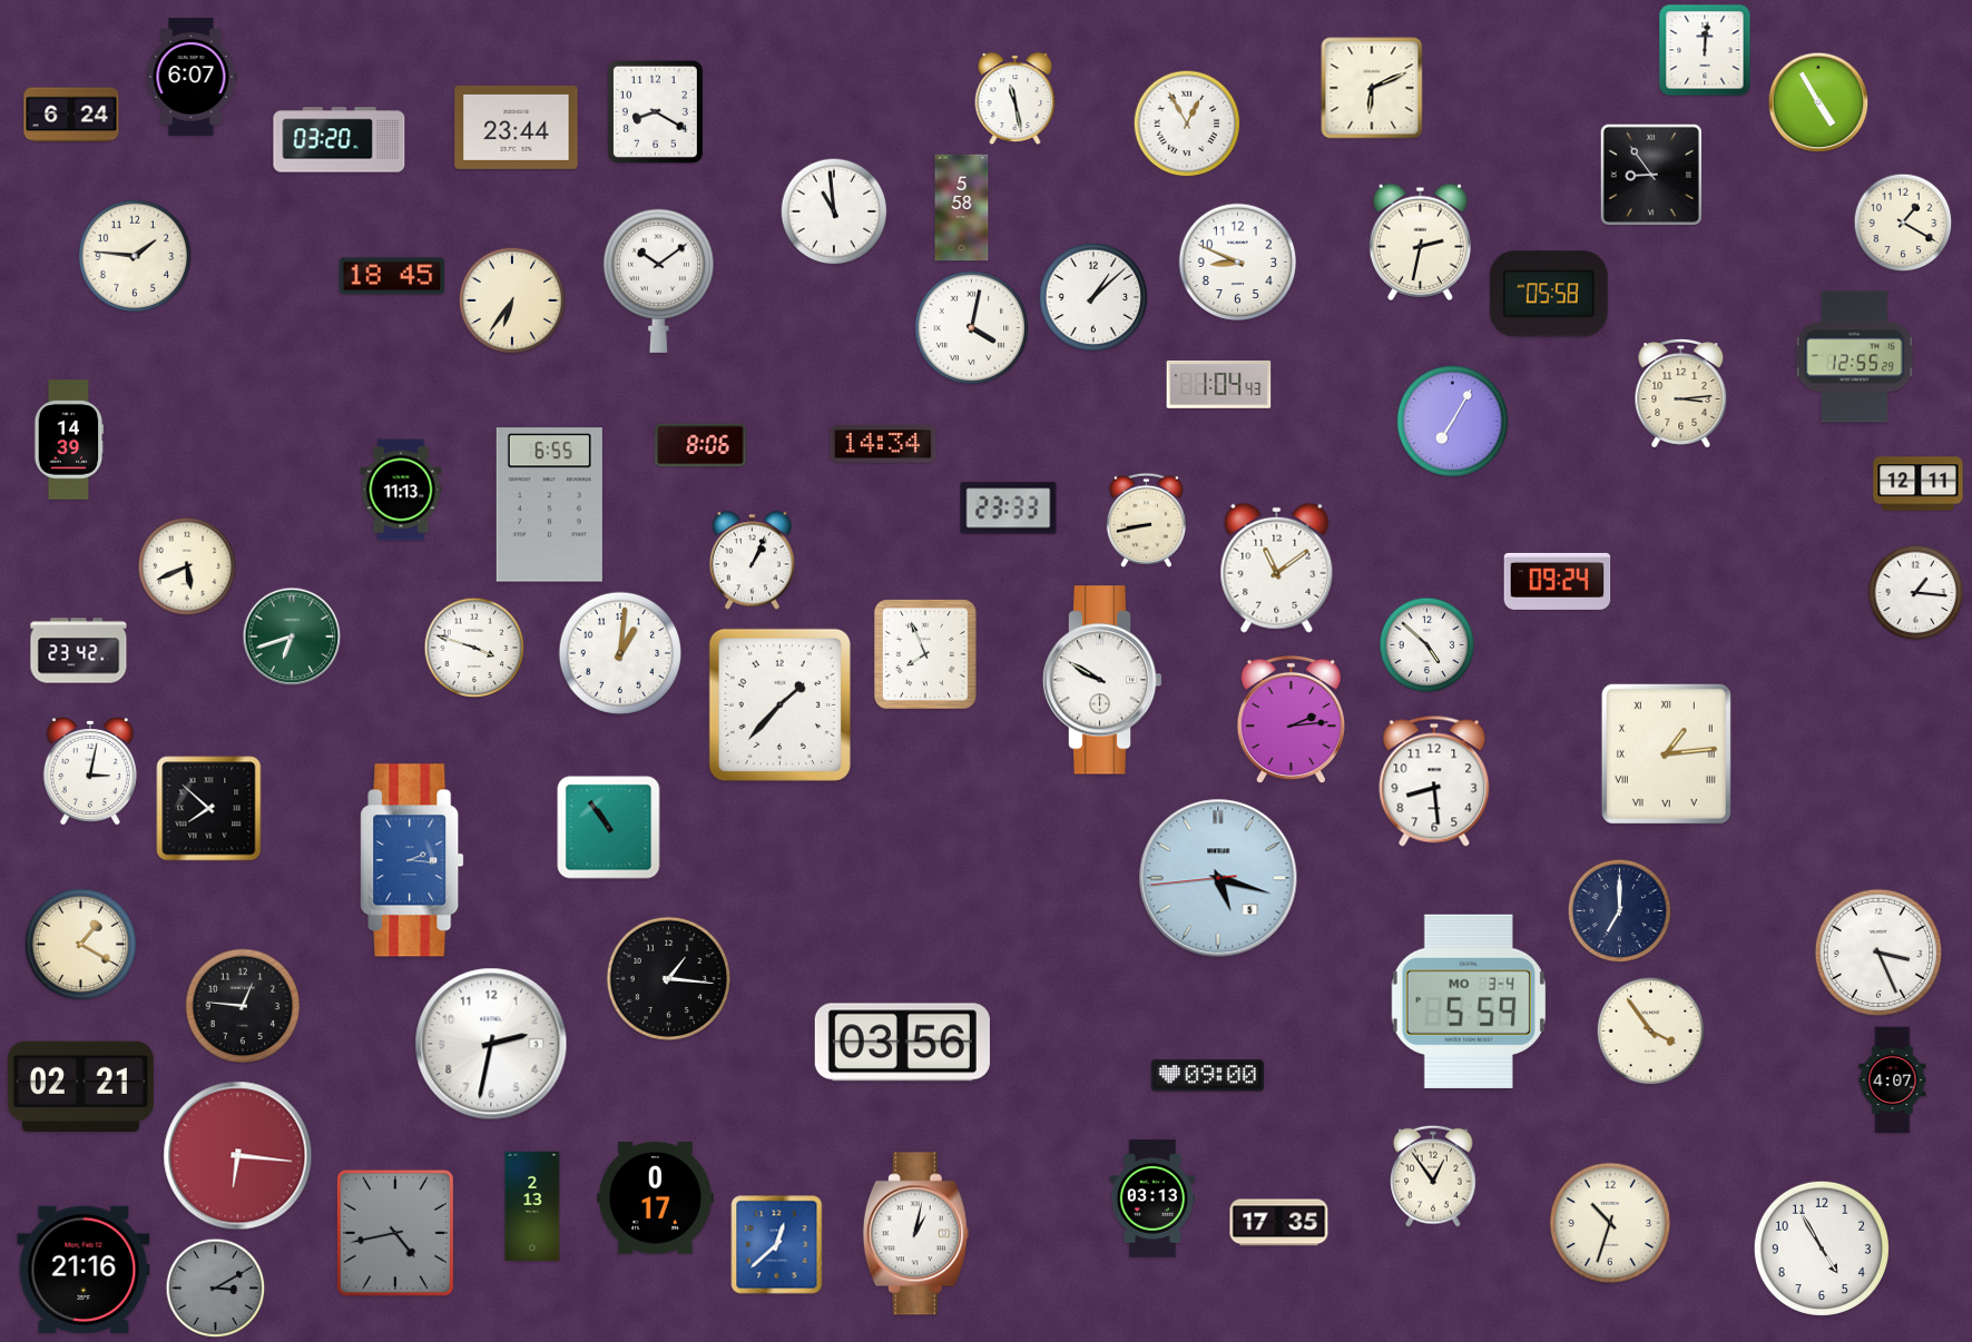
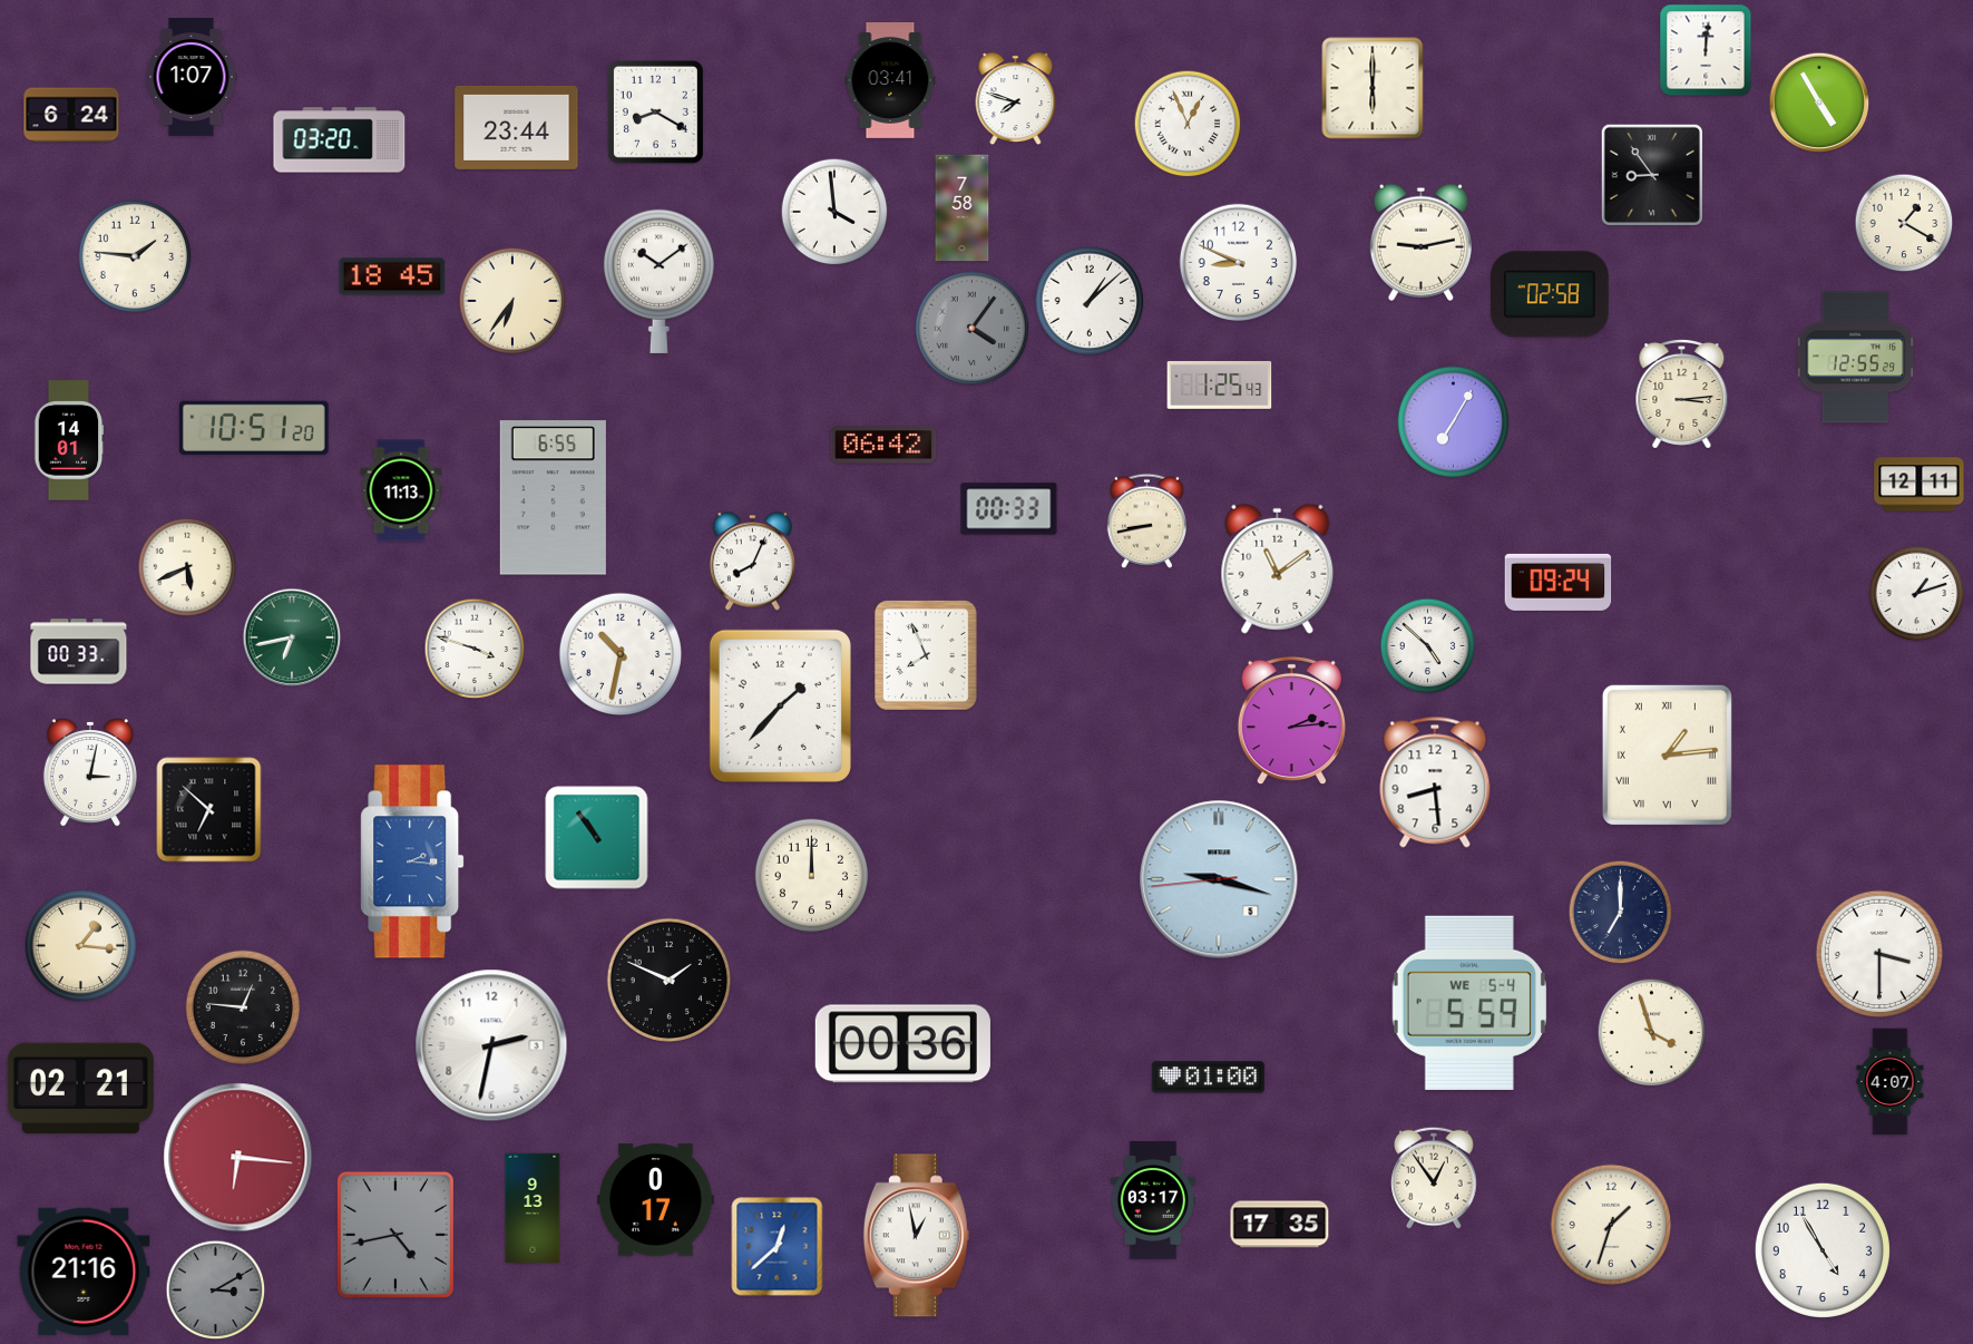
clock at (192, 77): 6:07 -> 1:07
clock at (890, 80): none -> 03:41
clock at (1372, 88): 6:11 -> 6:00
clock at (1016, 99): 11:28 -> 7:48
clock at (1187, 124): 12:55 -> 12:56
clock at (962, 208): 5:58 -> 7:58
clock at (834, 211): 10:59 -> 3:59
clock at (1420, 241): 2:32 -> 9:13
clock at (1550, 294): 05:58 -> 02:58
clock at (1093, 297) position: (1093, 297) -> (1090, 301)
clock at (972, 328): 4:02 -> 4:06
clock at (972, 328) dial: white -> grey
clock at (1219, 384): 1:04 -> 1:25
clock at (254, 428): none -> 10:51
clock at (69, 440): 14:39 -> 14:01
clock at (883, 444): 14:34 -> 06:42
clock at (700, 445): 8:06 -> none
clock at (549, 505) position: (549, 505) -> (553, 498)
clock at (1009, 509): 23:33 -> 00:33
clock at (752, 561): 1:04 -> 8:04
clock at (1916, 593): 1:16 -> 1:12
clock at (292, 637): 6:42 -> 6:43
clock at (79, 651): 23:42 -> 00:33
clock at (620, 653): 1:01 -> 10:32
clock at (1102, 680): 9:50 -> none
clock at (209, 809): 7:52 -> 6:52
clock at (609, 828) position: (609, 828) -> (597, 838)
clock at (812, 876): none -> 12:00
clock at (1218, 878): 5:17 -> 9:17
clock at (81, 945): 1:20 -> 1:16
clock at (1877, 951): 3:26 -> 3:30
clock at (668, 978): 1:16 -> 1:49
clock at (1469, 1001) date: MO 3-4 -> WE 5-4
clock at (1651, 1032): 3:54 -> 3:57
clock at (902, 1043): 03:56 -> 00:36
clock at (1207, 1076): 09:00 -> 01:00
clock at (1893, 1080) position: (1893, 1080) -> (1891, 1082)
clock at (1152, 1198): 03:13 -> 03:17
clock at (532, 1206): 2:13 -> 9:13
clock at (1610, 1223): 10:33 -> 1:33
clock at (915, 1234): 1:02 -> 12:58
